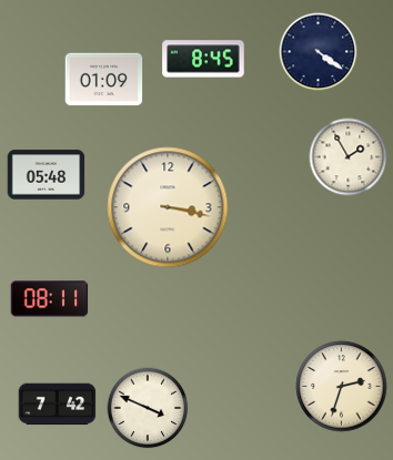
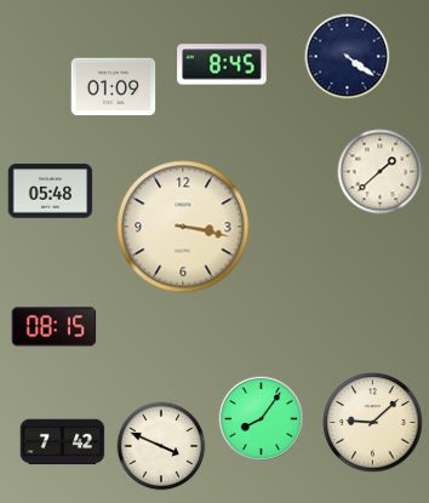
clock at (349, 157): 1:55 -> 1:38
clock at (50, 299): 08:11 -> 08:15
clock at (262, 419): none -> 8:06
clock at (342, 387): 2:33 -> 9:08
